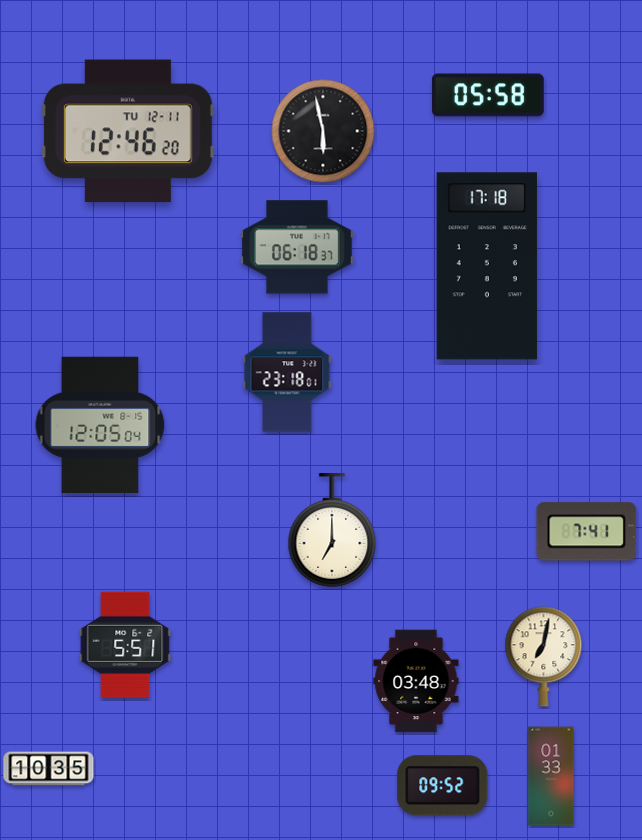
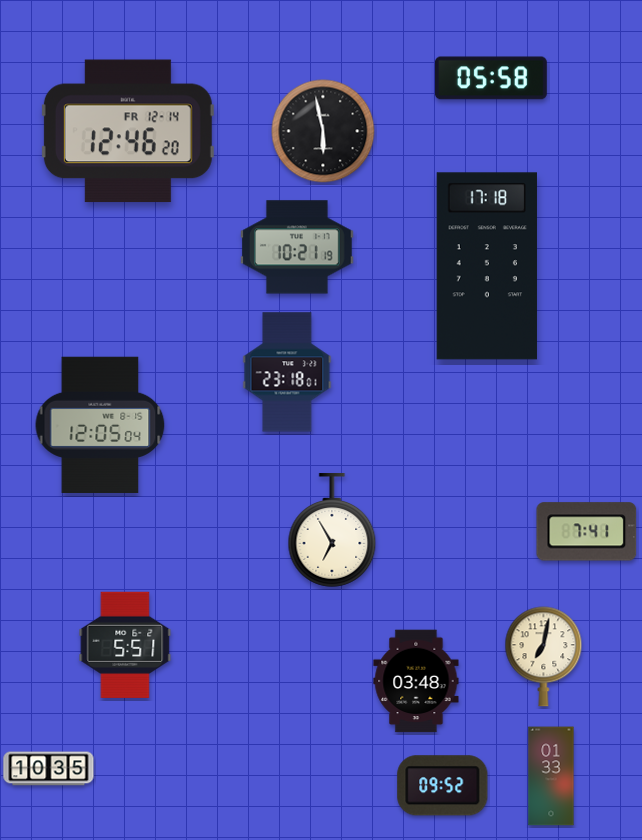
clock at (488, 95) position: (488, 95) -> (491, 78)
clock at (128, 131) date: TU 12-11 -> FR 12-14
clock at (298, 247): 06:18 -> 10:21
clock at (332, 530): 7:00 -> 6:55
